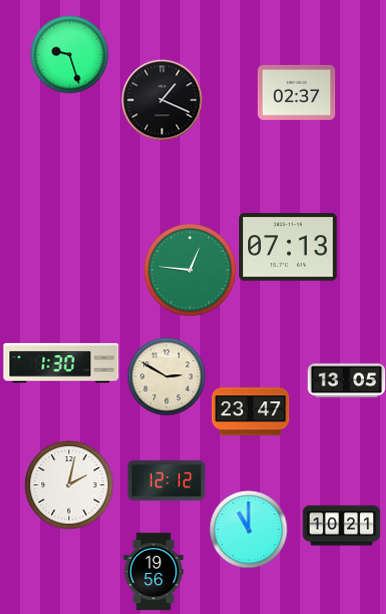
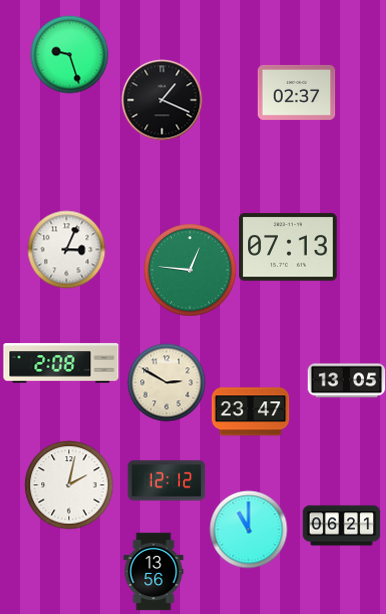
clock at (66, 249): none -> 3:04
clock at (61, 363): 1:30 -> 2:08
clock at (166, 376) position: (166, 376) -> (166, 382)
clock at (341, 526): 10:21 -> 06:21
clock at (154, 571): 19:56 -> 13:56
